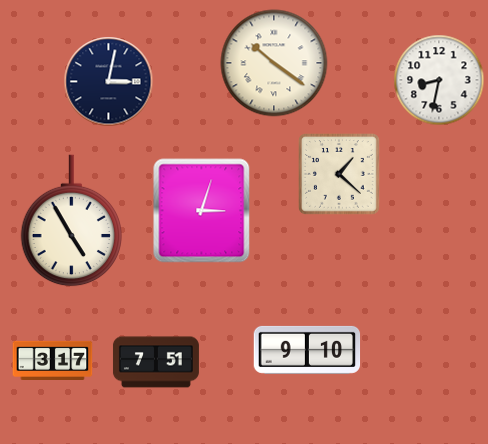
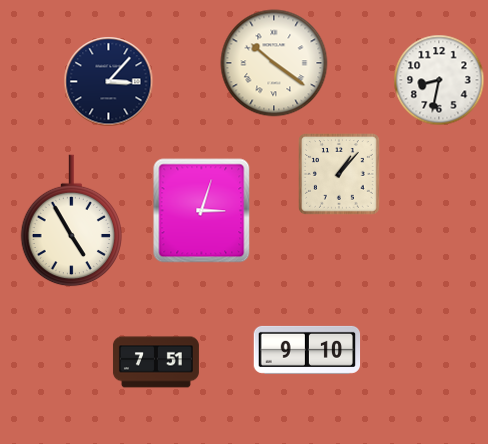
clock at (109, 82): 3:02 -> 3:07
clock at (340, 175): 1:22 -> 1:07
clock at (53, 360): 3:17 -> none
